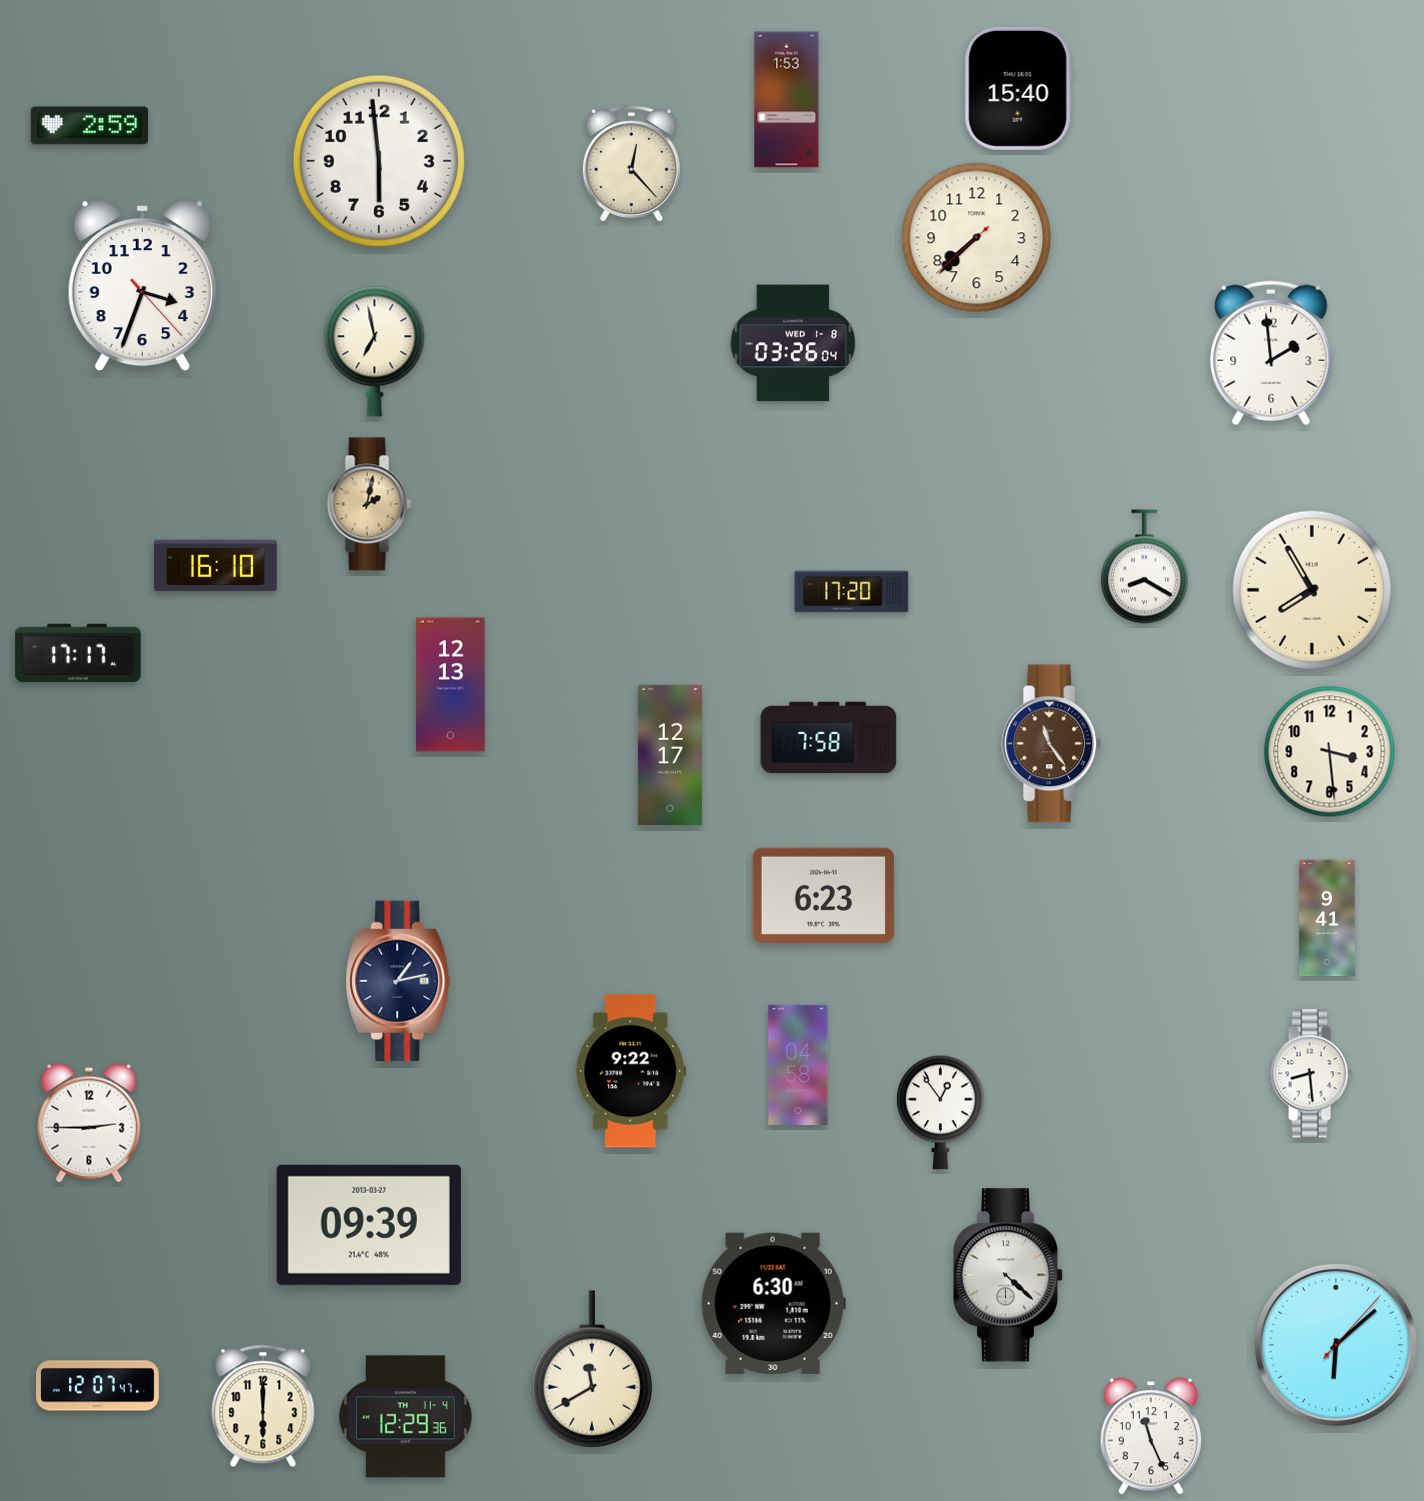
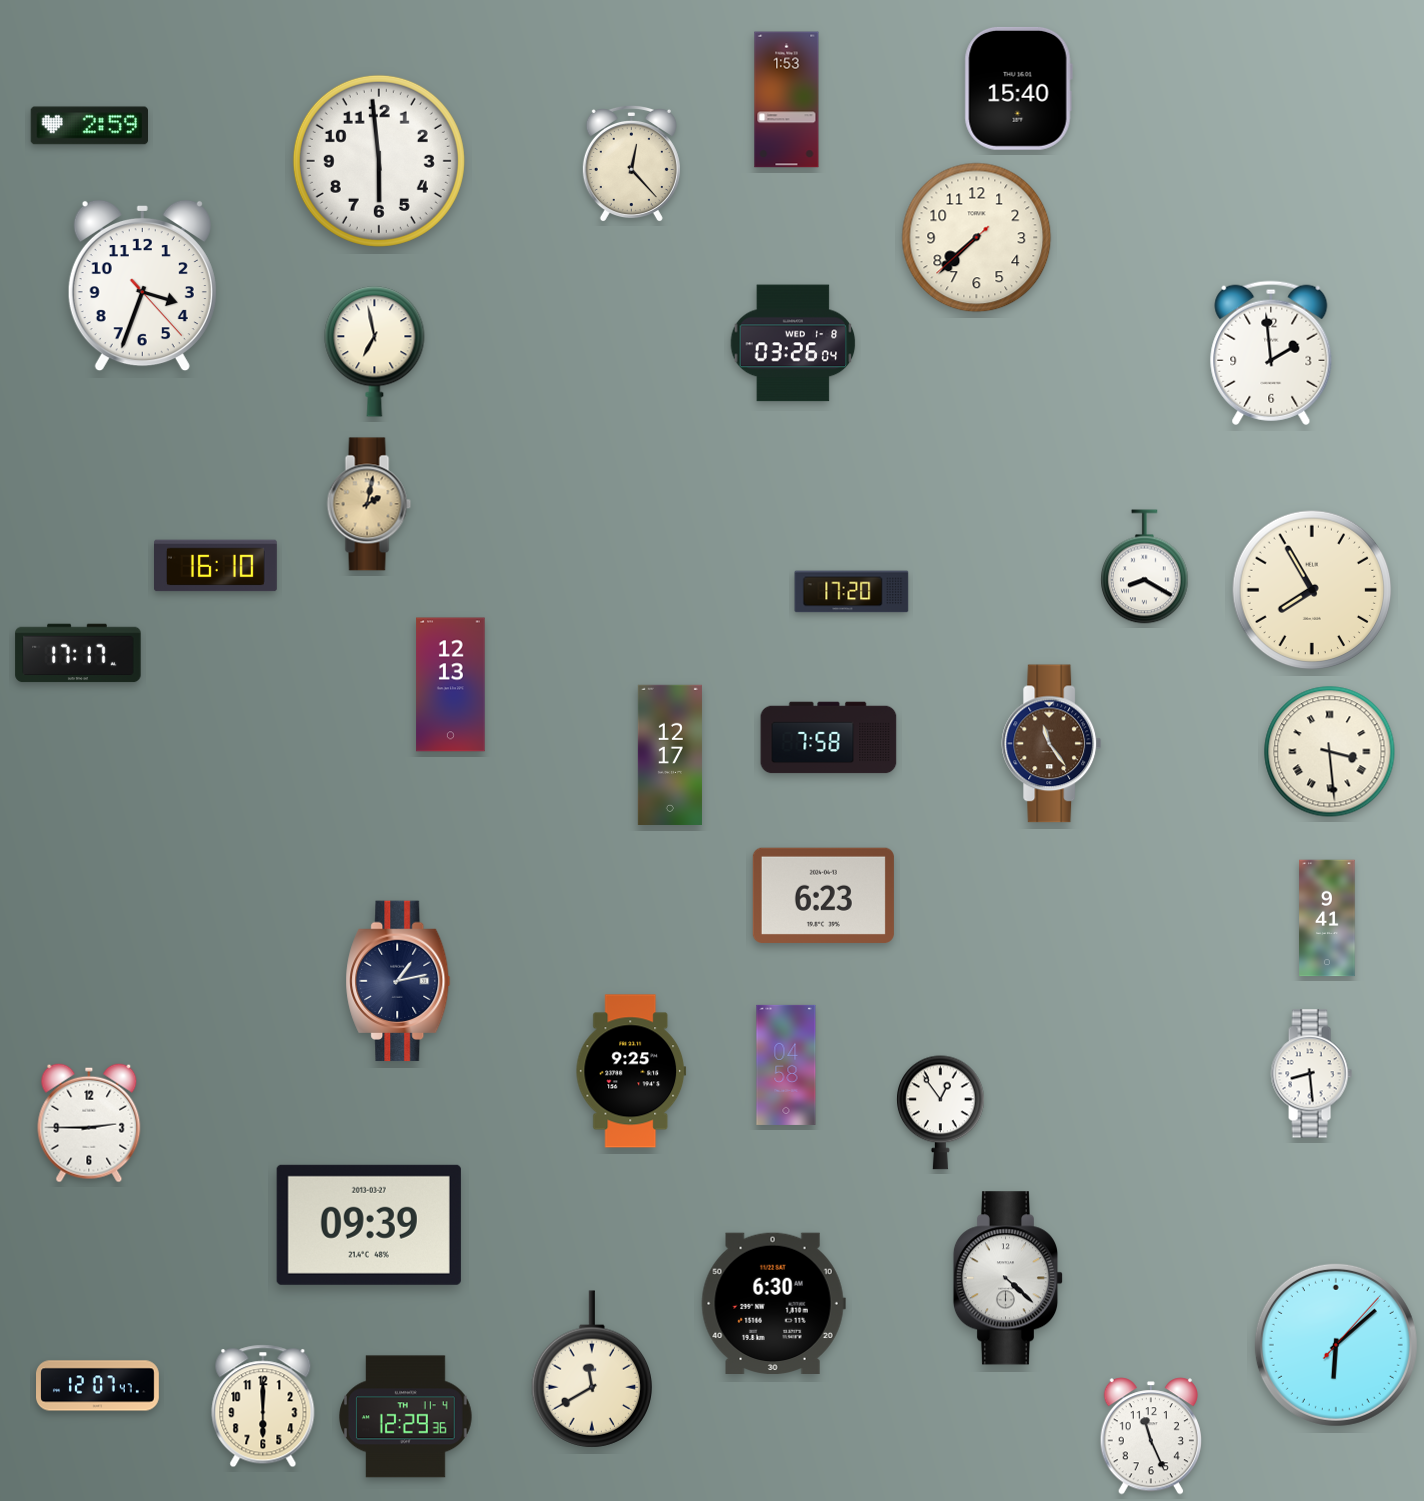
clock at (1330, 752) numerals: Arabic -> Roman
clock at (798, 1065) position: (798, 1065) -> (786, 1065)
clock at (631, 1071): 9:22 -> 9:25
clock at (1008, 1275) position: (1008, 1275) -> (1008, 1278)
